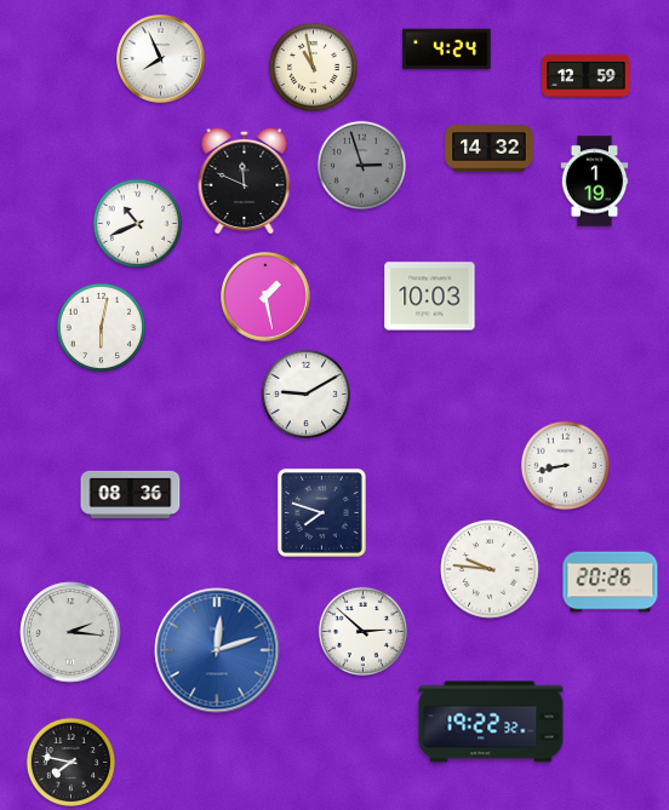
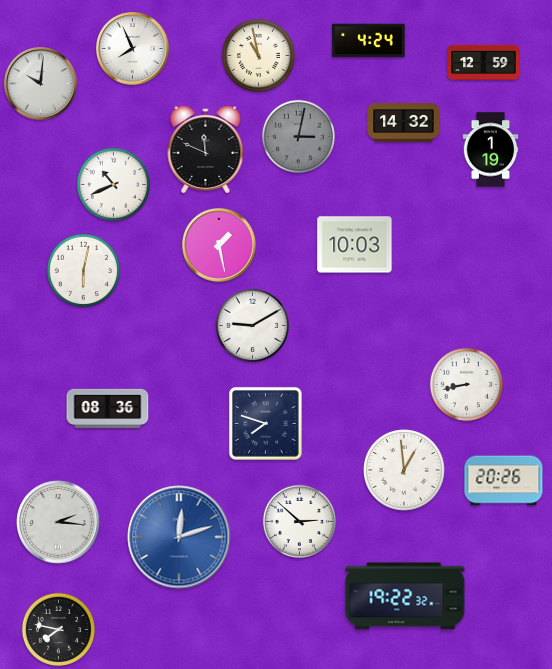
clock at (41, 84): none -> 10:01
clock at (361, 165): 2:57 -> 3:02
clock at (245, 179) position: (245, 179) -> (206, 148)
clock at (491, 570): 9:46 -> 12:59
